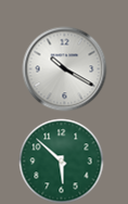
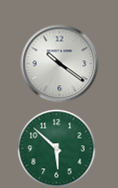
clock at (64, 68): 10:20 -> 10:21
